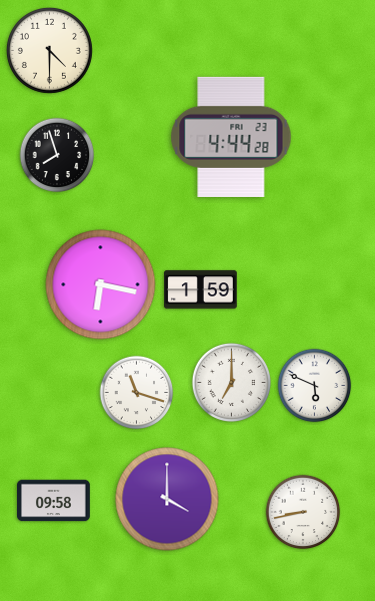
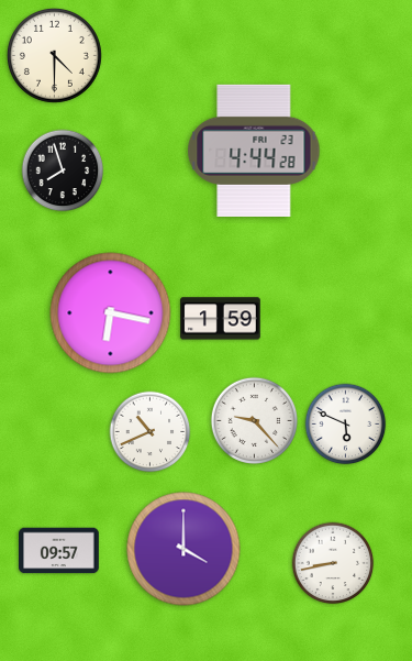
clock at (231, 382): 7:00 -> 9:23
clock at (137, 393): 11:18 -> 10:41
clock at (54, 501): 09:58 -> 09:57
